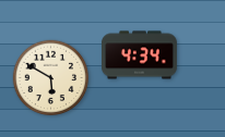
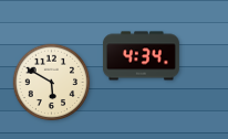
clock at (51, 78) position: (51, 78) -> (52, 83)
